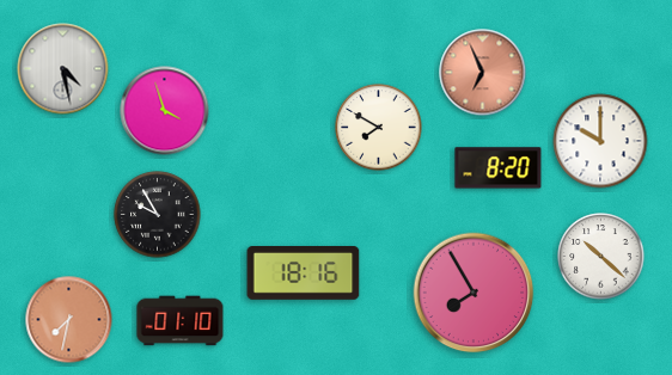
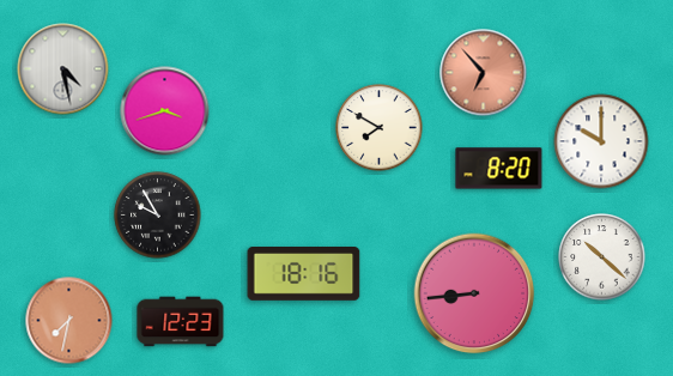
clock at (483, 73): 6:56 -> 6:53
clock at (165, 111): 3:57 -> 3:42
clock at (474, 293): 7:55 -> 8:44
clock at (181, 321): 01:10 -> 12:23
